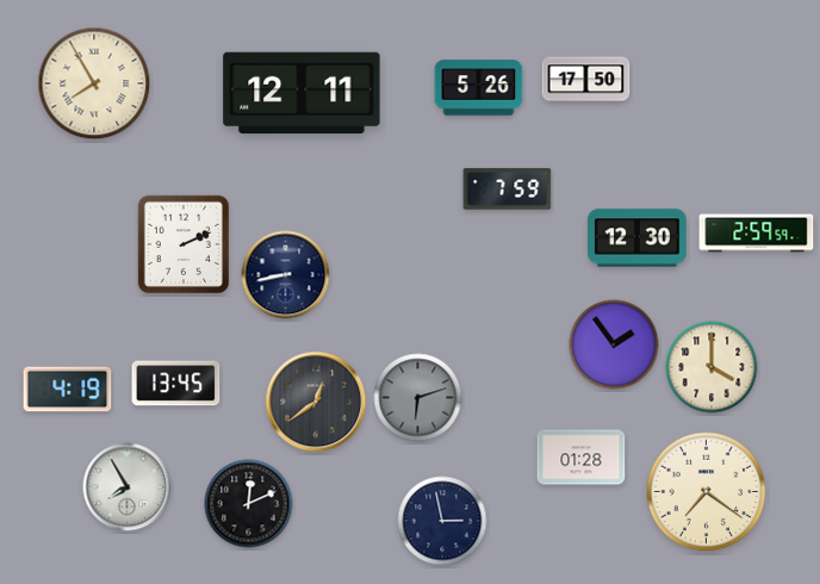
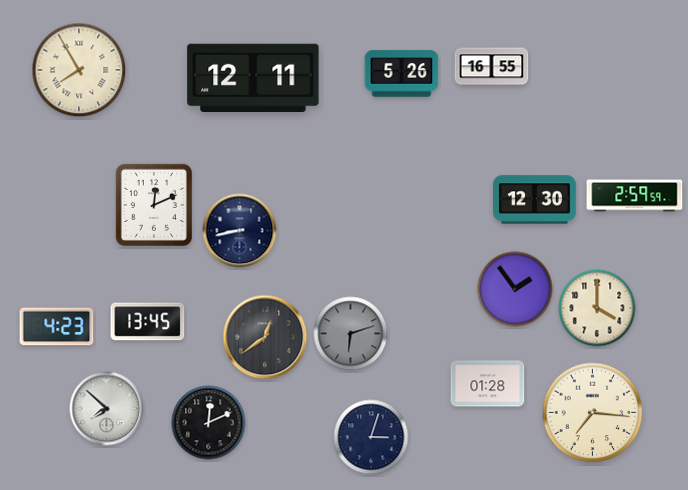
clock at (586, 80): 17:50 -> 16:55
clock at (508, 190): 7:59 -> none
clock at (182, 243): 2:11 -> 12:11
clock at (68, 390): 4:19 -> 4:23
clock at (128, 487): 7:55 -> 7:52
clock at (707, 492): 7:21 -> 7:16
clock at (442, 521): 2:58 -> 3:03
